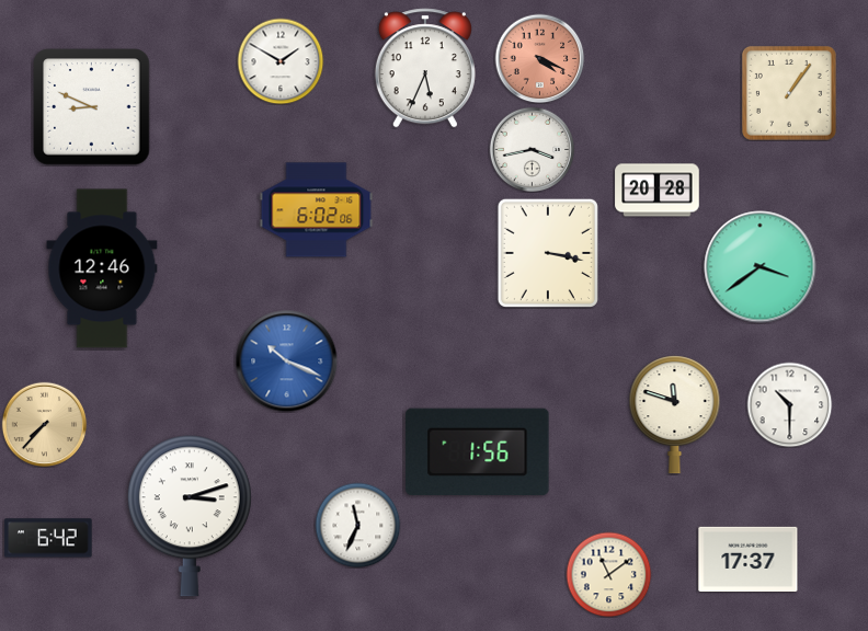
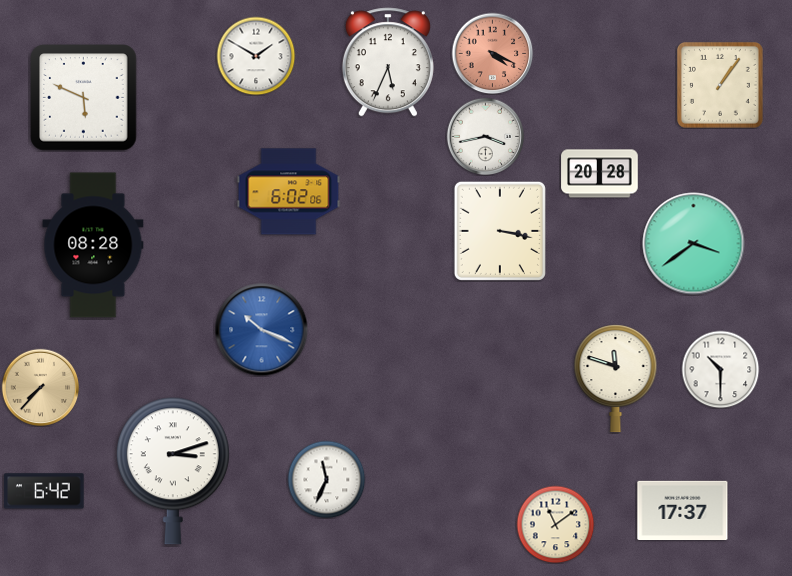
clock at (92, 107): 8:49 -> 5:49
clock at (102, 268): 12:46 -> 08:28
clock at (478, 451): 1:56 -> none
